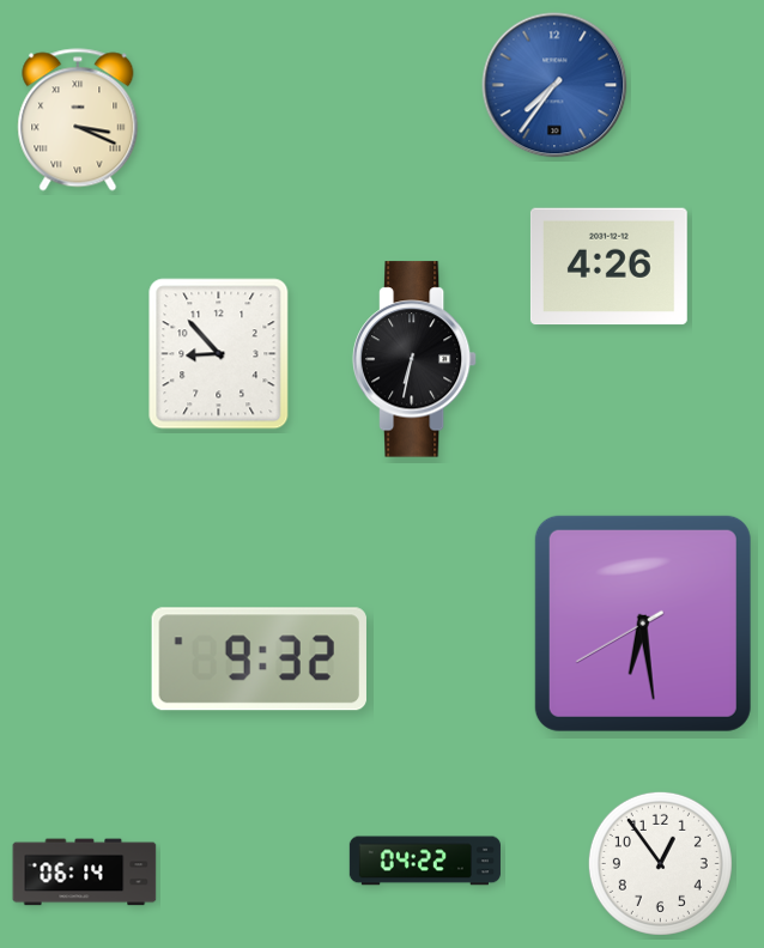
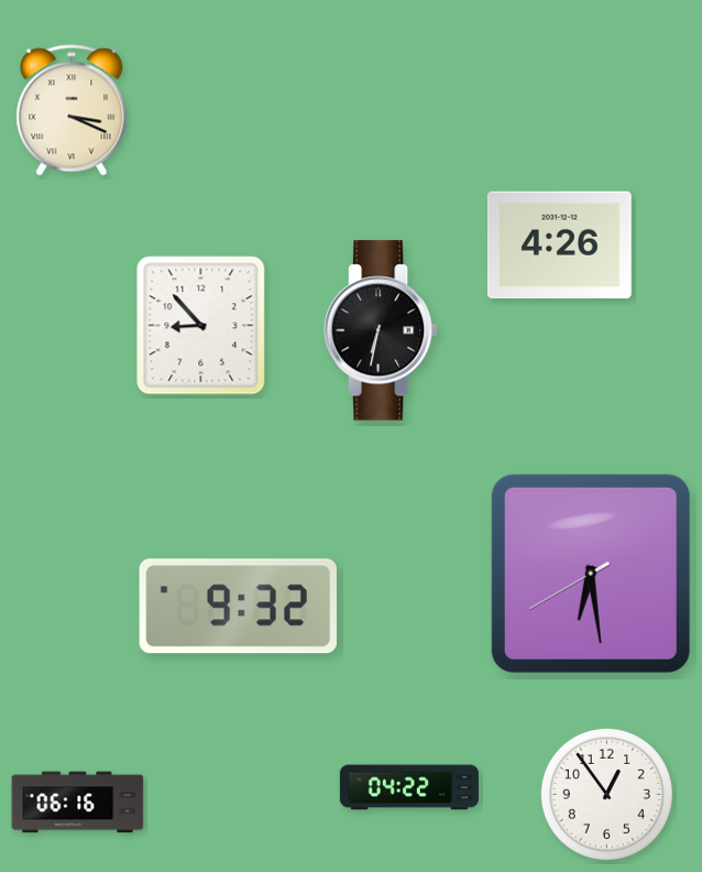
clock at (554, 85): 7:36 -> none
clock at (425, 861) position: (425, 861) -> (409, 787)
clock at (85, 873): 06:14 -> 06:16
